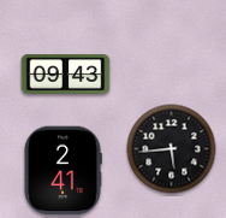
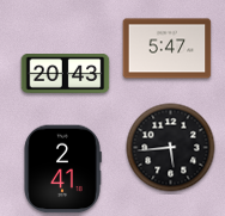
clock at (168, 49): none -> 5:47
clock at (66, 75): 09:43 -> 20:43
